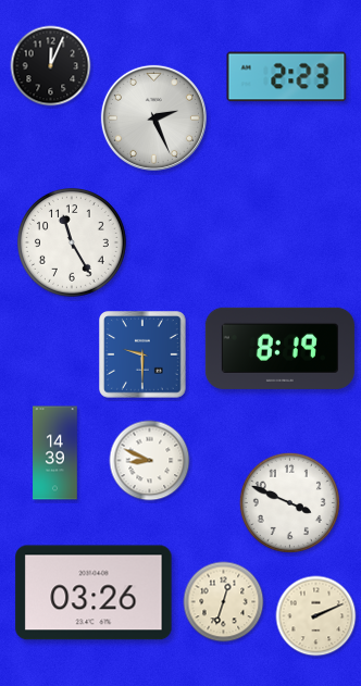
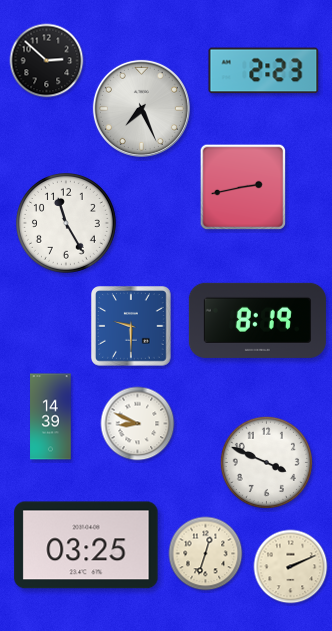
clock at (51, 66): 12:04 -> 2:52
clock at (153, 117): 2:26 -> 7:26
clock at (243, 187): none -> 2:43
clock at (94, 593): 03:26 -> 03:25
